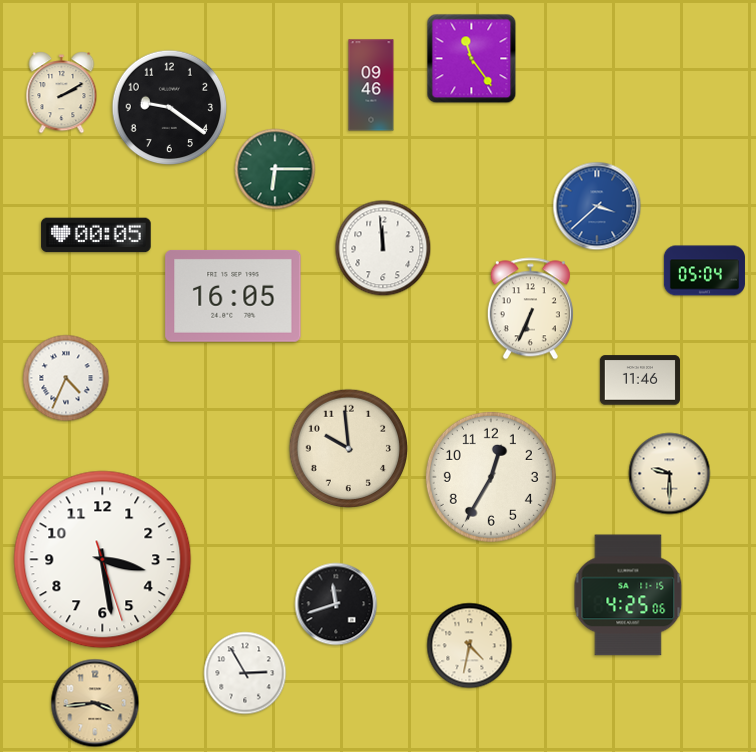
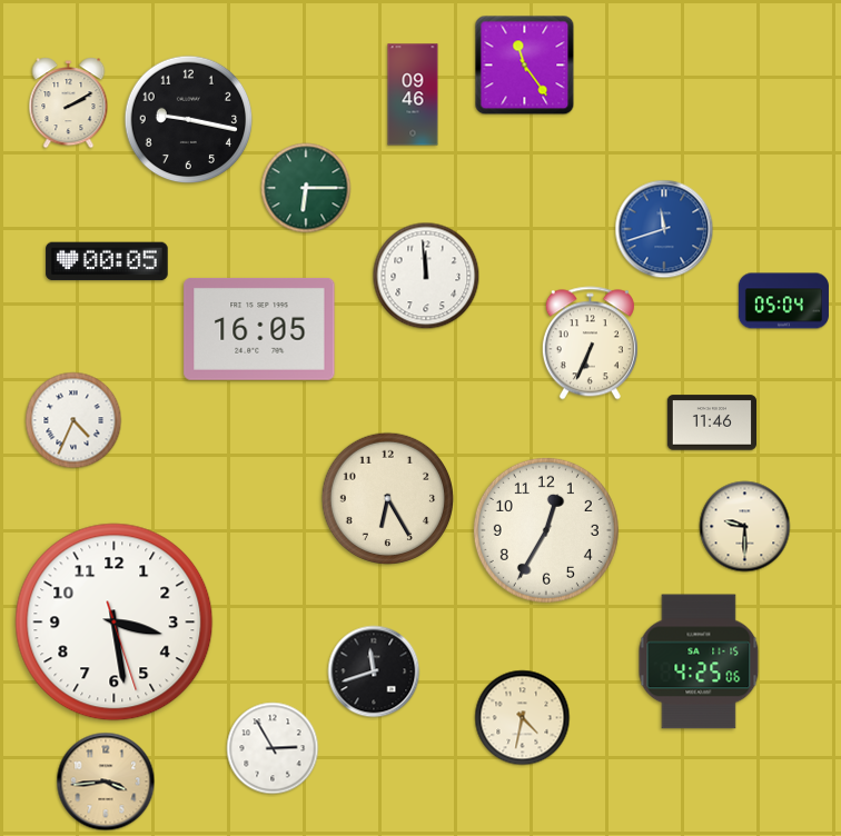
clock at (170, 108): 9:21 -> 9:17
clock at (597, 206): 3:38 -> 11:42
clock at (348, 448): 9:59 -> 6:25
